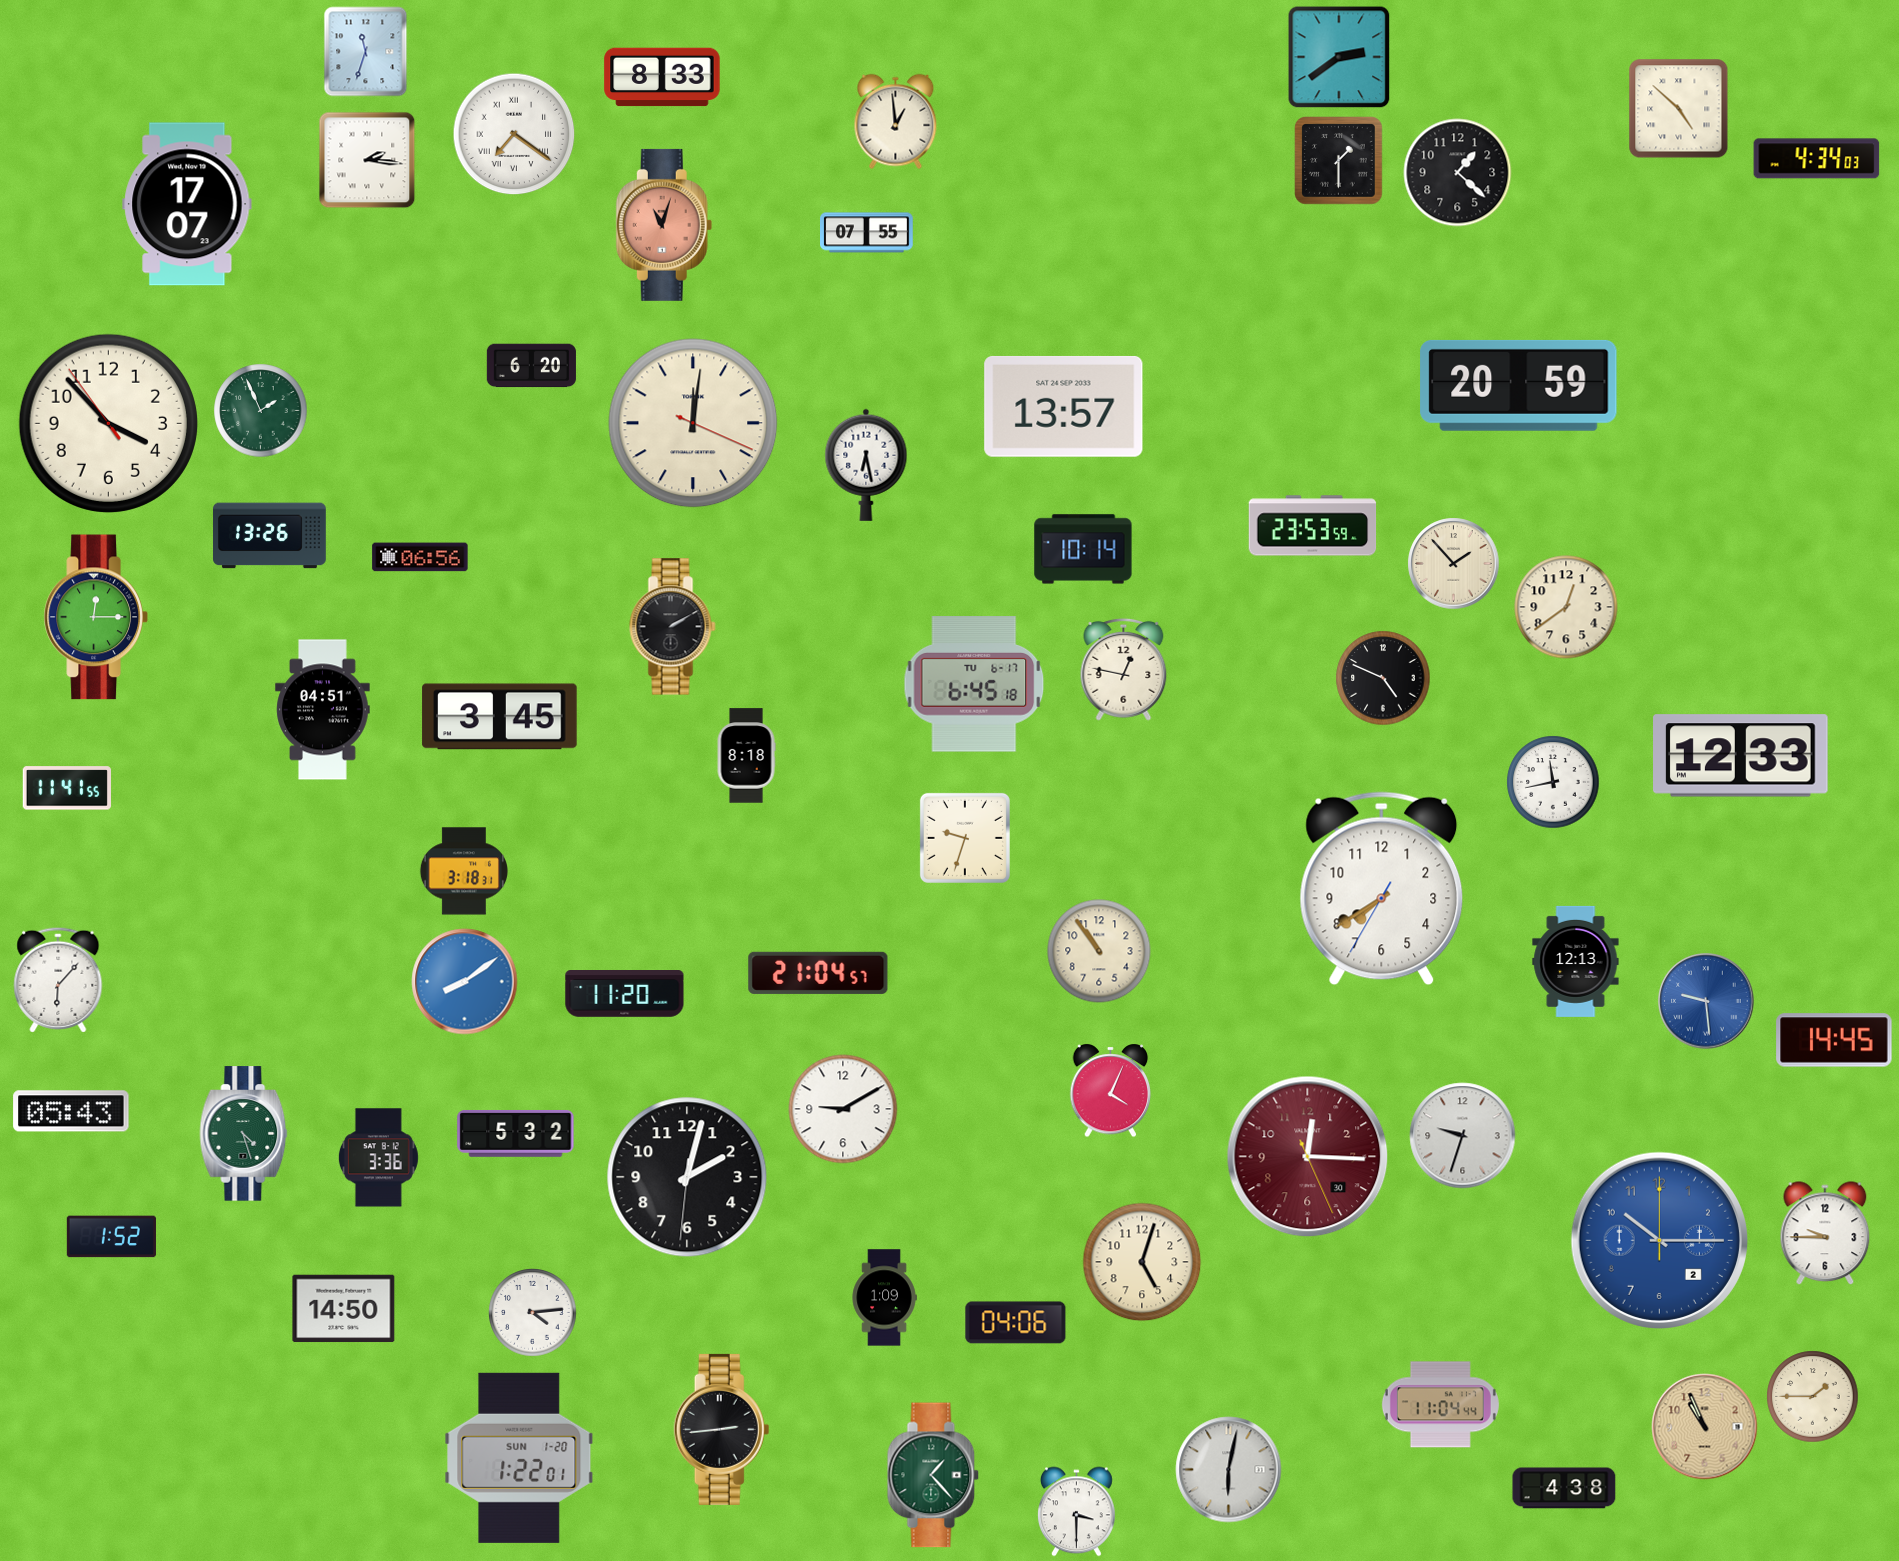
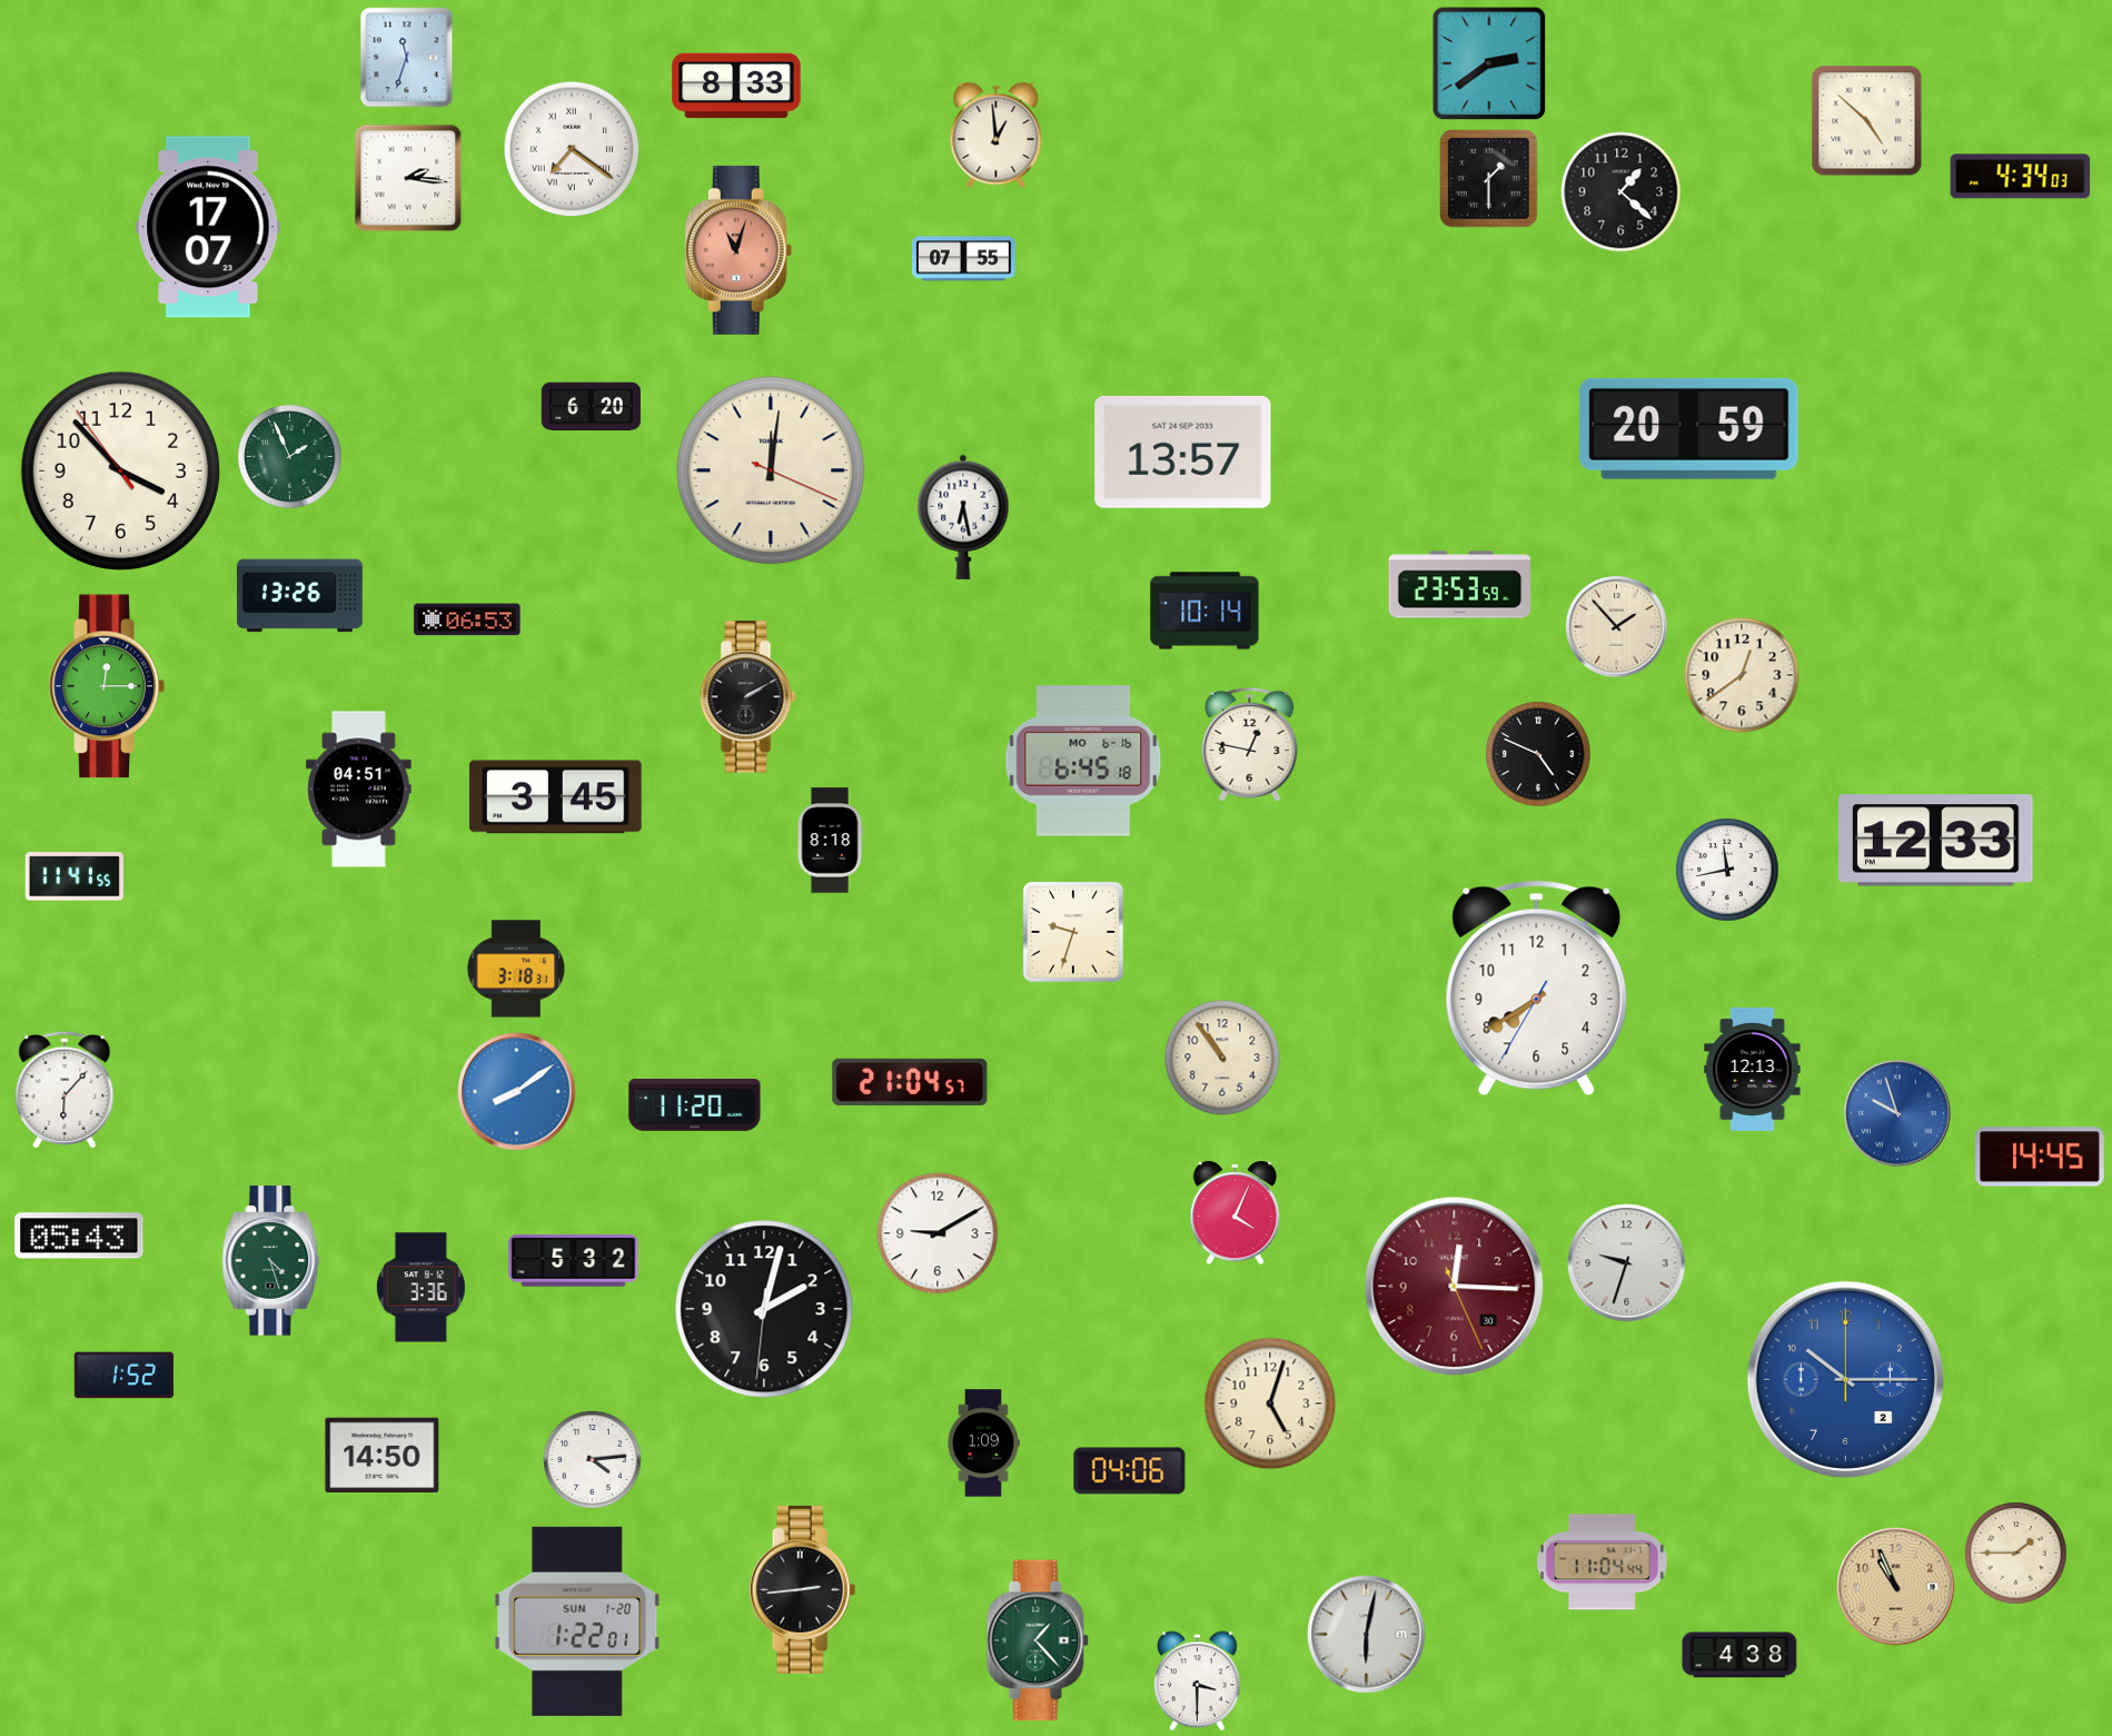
clock at (420, 557): 06:56 -> 06:53
clock at (974, 684) date: TU 6-17 -> MO 6-16
clock at (1706, 1001): 9:29 -> 9:57
clock at (1825, 1234): 9:45 -> none
